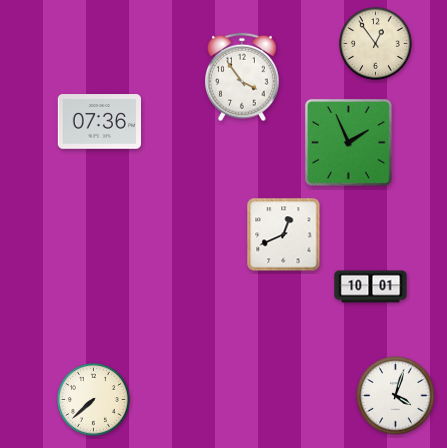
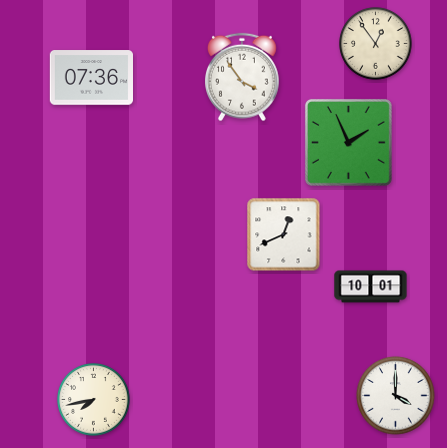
clock at (99, 122) position: (99, 122) -> (91, 78)
clock at (396, 396): 4:03 -> 4:00
clock at (94, 400): 7:38 -> 7:43
